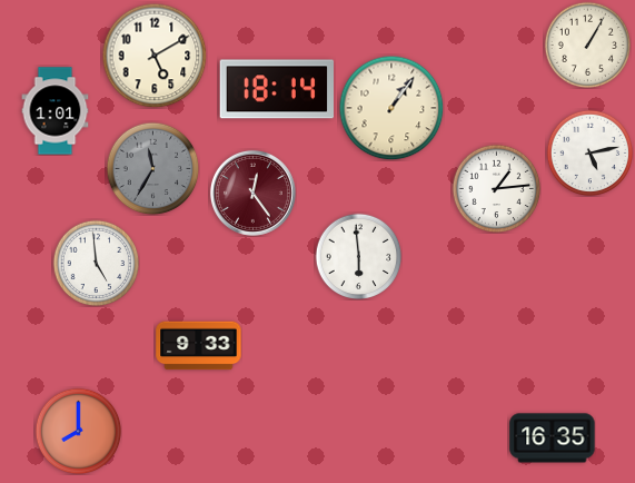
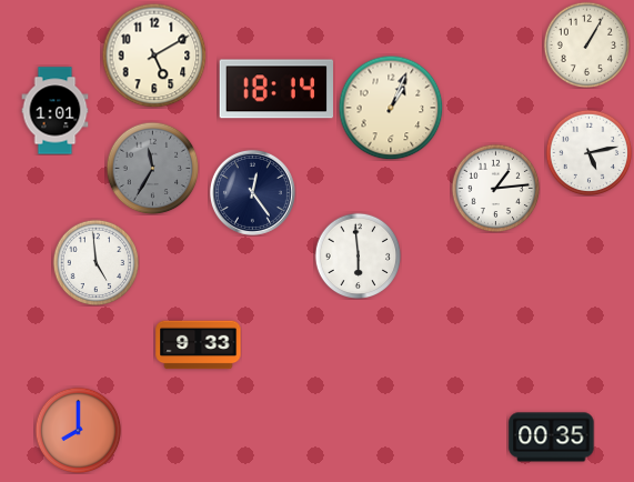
clock at (391, 108): 1:06 -> 1:04
clock at (252, 193) dial: burgundy -> navy
clock at (553, 438): 16:35 -> 00:35
